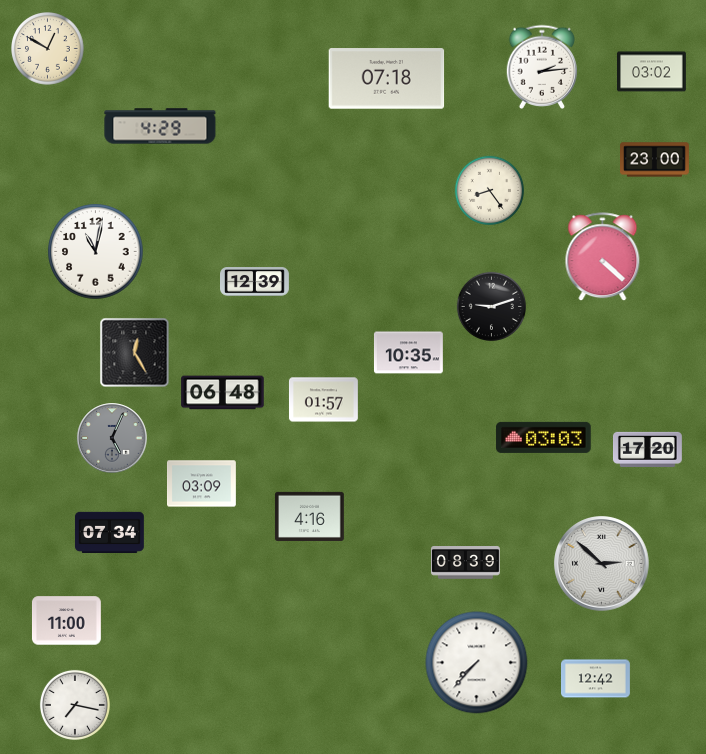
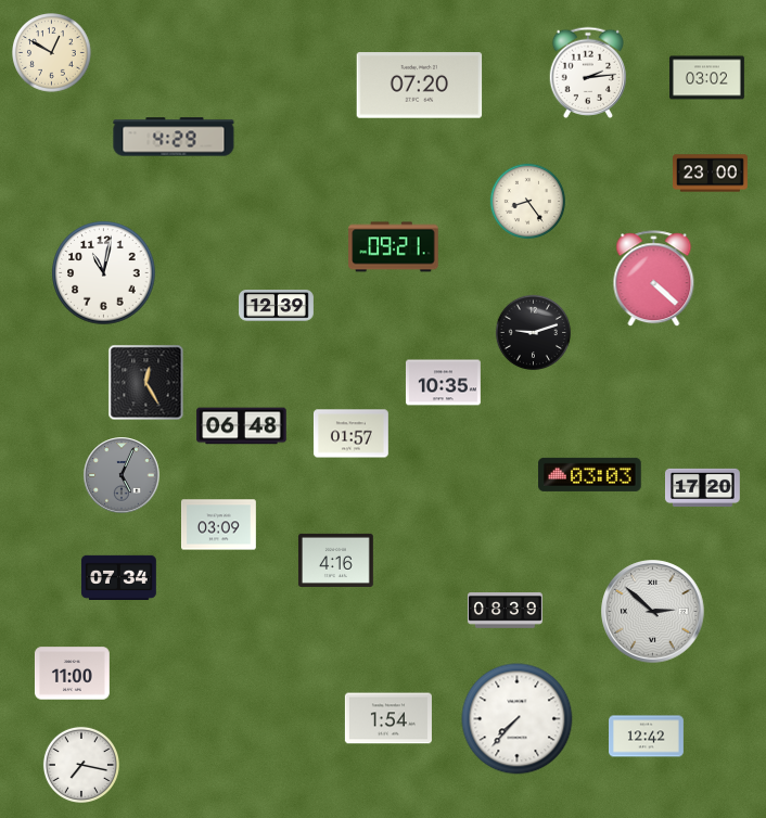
clock at (387, 79): 07:18 -> 07:20
clock at (489, 190) position: (489, 190) -> (527, 201)
clock at (394, 247): none -> 09:21
clock at (388, 718): none -> 1:54
